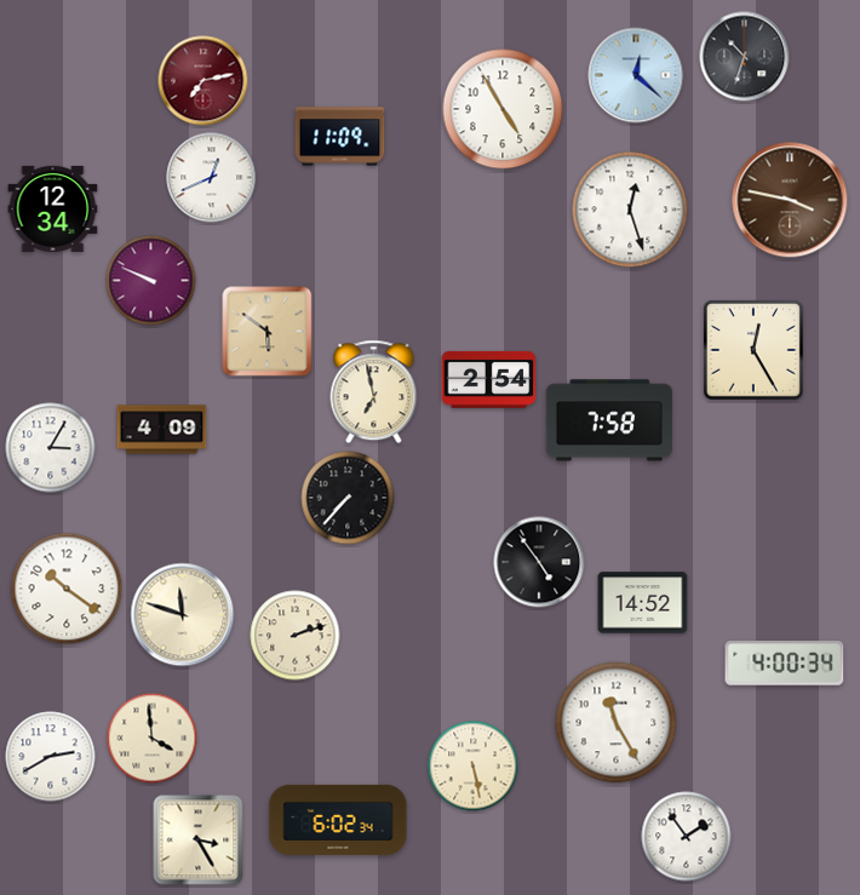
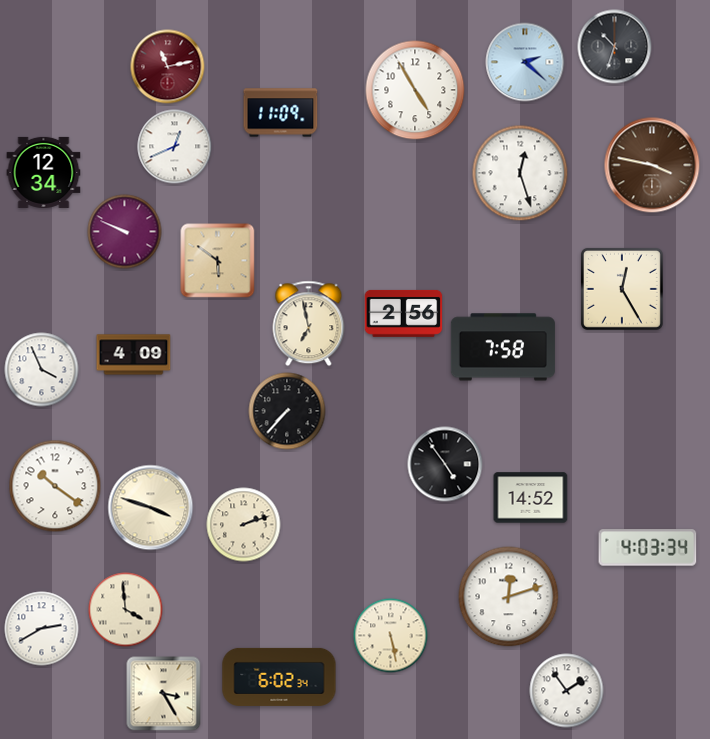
clock at (636, 75): 12:22 -> 2:22
clock at (203, 81): 7:13 -> 11:13
clock at (268, 332) position: (268, 332) -> (218, 261)
clock at (489, 379): 2:54 -> 2:56
clock at (51, 448): 3:05 -> 3:56
clock at (183, 615): 11:48 -> 3:48
clock at (785, 664): 4:00 -> 4:03
clock at (617, 723): 11:25 -> 12:12
clock at (51, 757) position: (51, 757) -> (42, 629)
clock at (474, 767) position: (474, 767) -> (391, 636)
